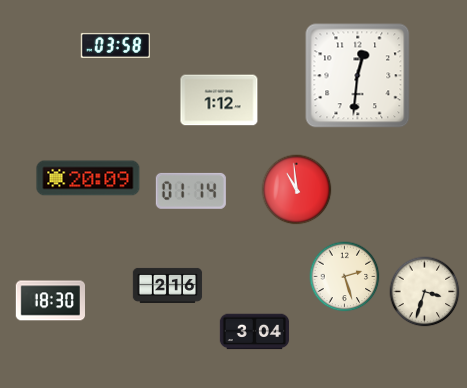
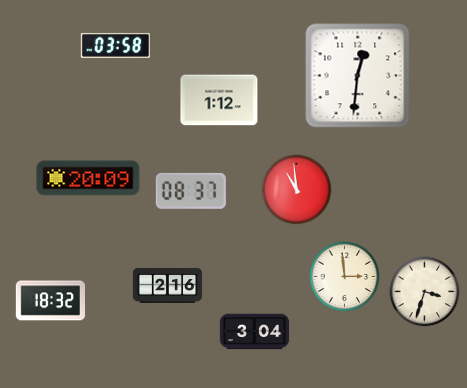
clock at (191, 191): 01:14 -> 08:37
clock at (345, 277): 2:27 -> 2:59
clock at (50, 301): 18:30 -> 18:32
